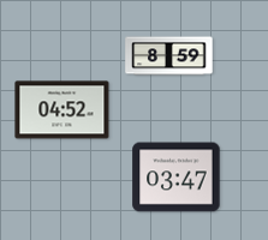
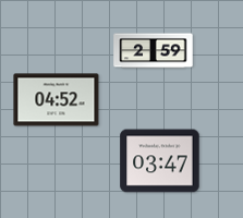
clock at (169, 56): 8:59 -> 2:59
